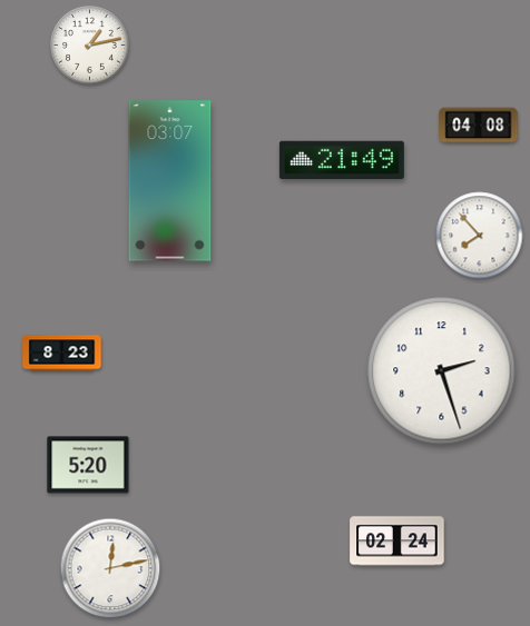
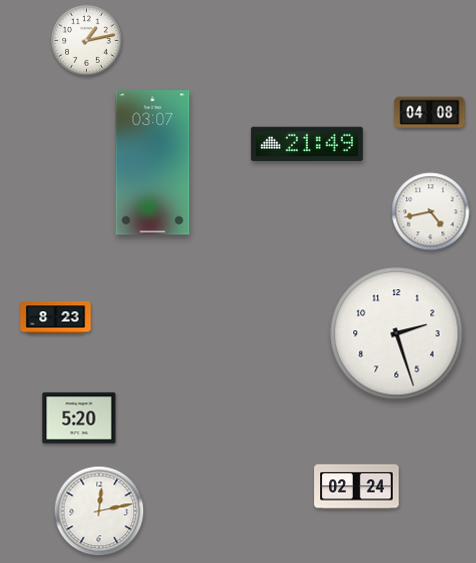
clock at (89, 44) position: (89, 44) -> (86, 40)
clock at (480, 236): 7:53 -> 4:43
